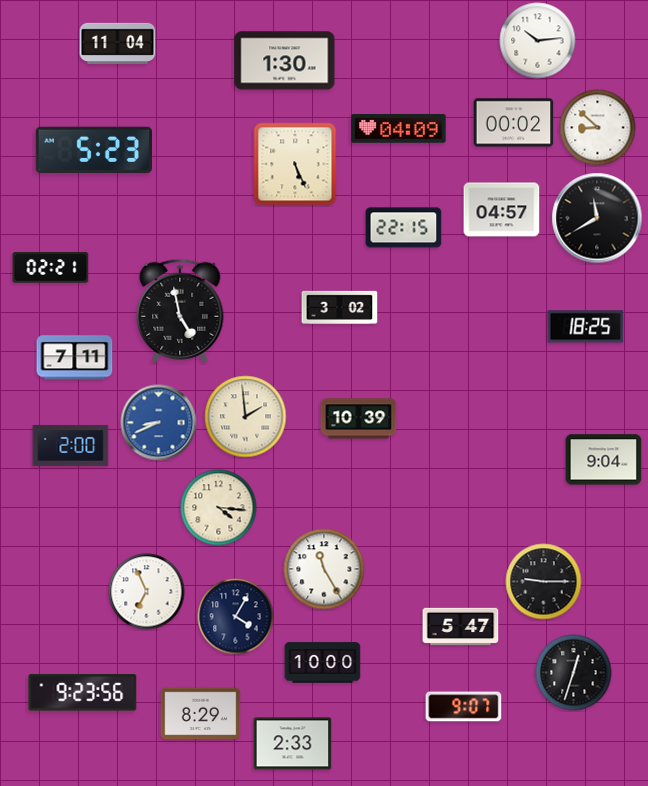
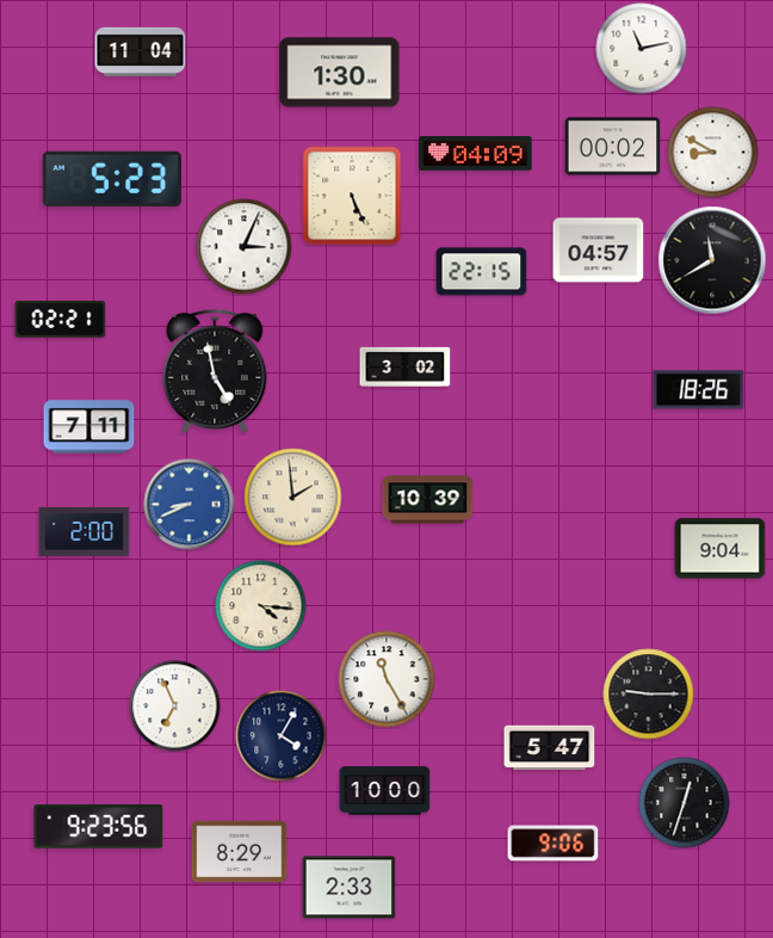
clock at (538, 41): 10:14 -> 11:13
clock at (598, 128): 8:52 -> 8:50
clock at (245, 247): none -> 3:04
clock at (586, 327): 18:25 -> 18:26
clock at (464, 707): 9:07 -> 9:06
